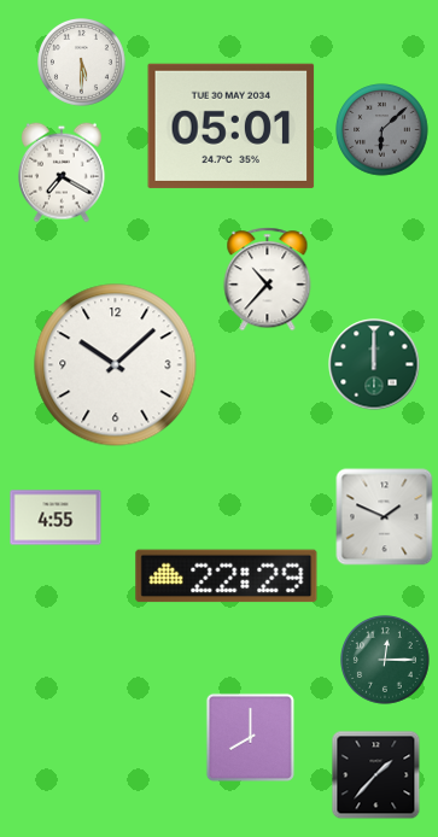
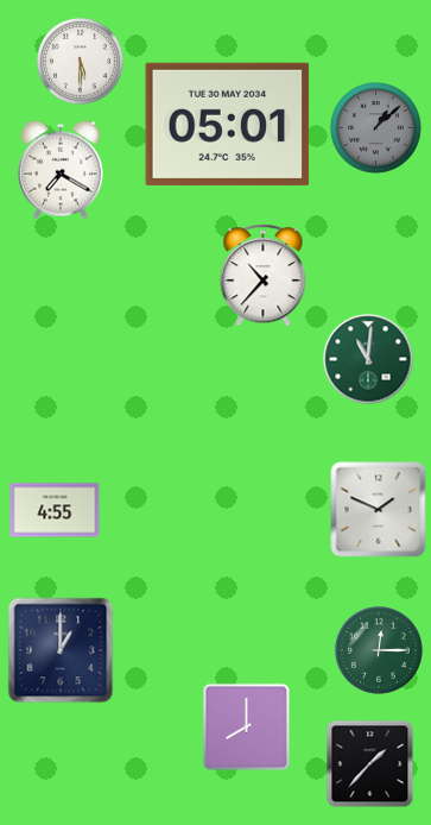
clock at (382, 130): 6:08 -> 1:08
clock at (374, 364): 12:00 -> 11:01
clock at (116, 365): 10:08 -> none
clock at (227, 576): 22:29 -> none
clock at (61, 650): none -> 1:00
